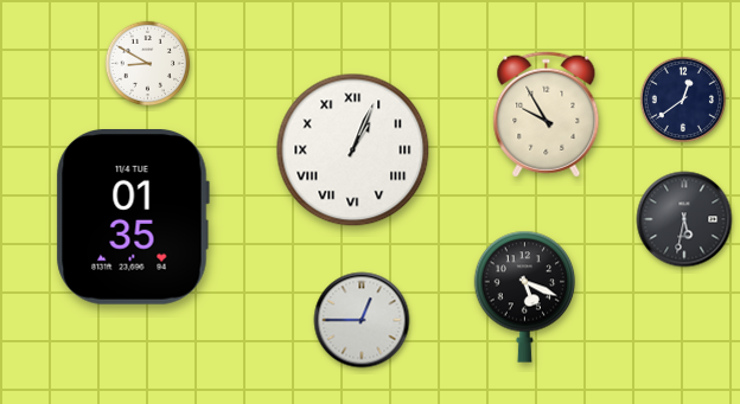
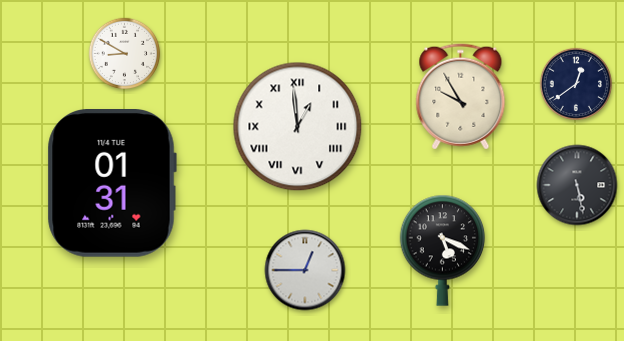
clock at (353, 150): 1:04 -> 12:59
clock at (133, 218): 01:35 -> 01:31
clock at (684, 219): 5:32 -> 5:28
